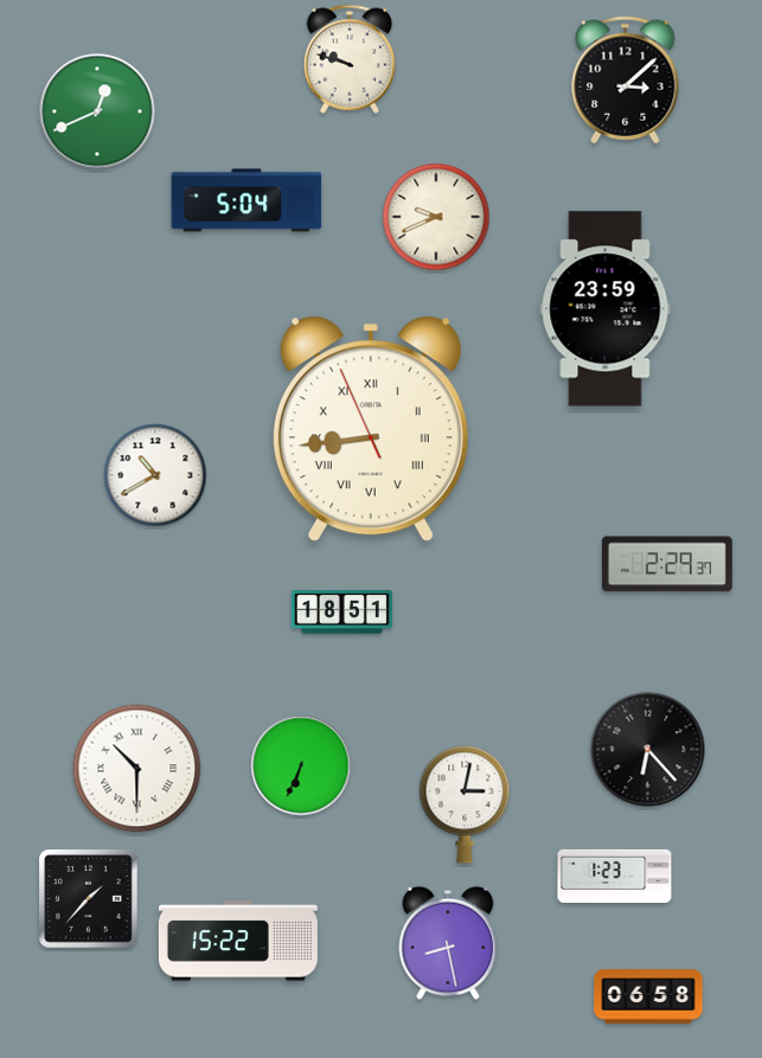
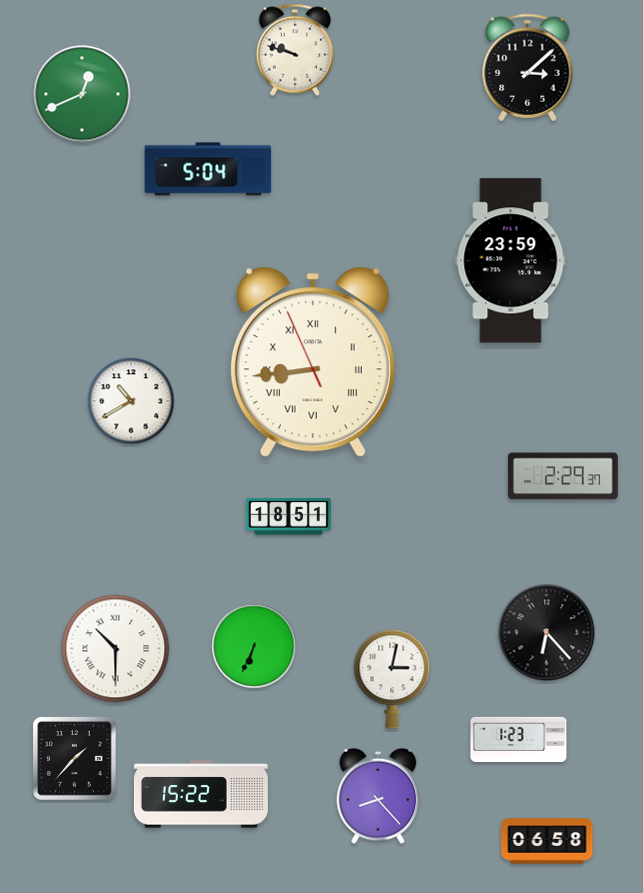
clock at (436, 217): 9:41 -> none
clock at (448, 943): 8:28 -> 8:23
